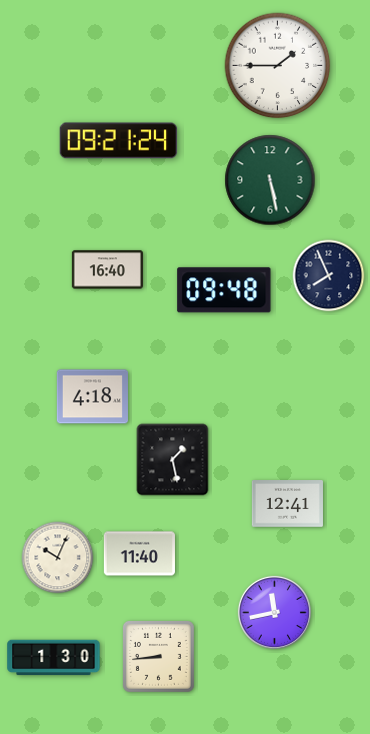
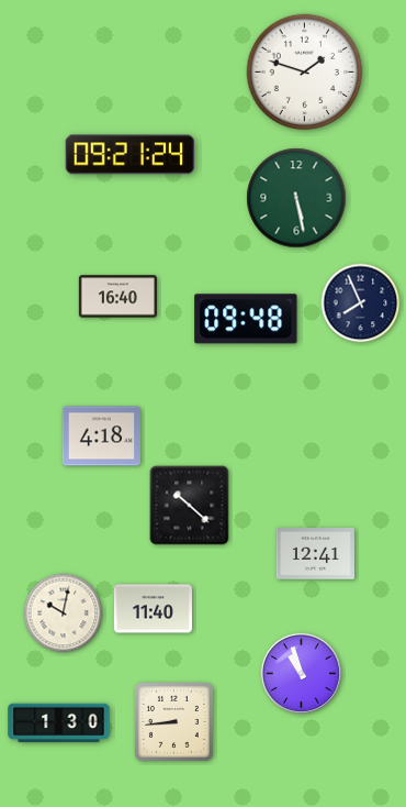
clock at (278, 66): 1:45 -> 1:48
clock at (173, 460): 1:28 -> 10:22
clock at (58, 558): 10:04 -> 10:02
clock at (274, 612): 11:43 -> 10:57
